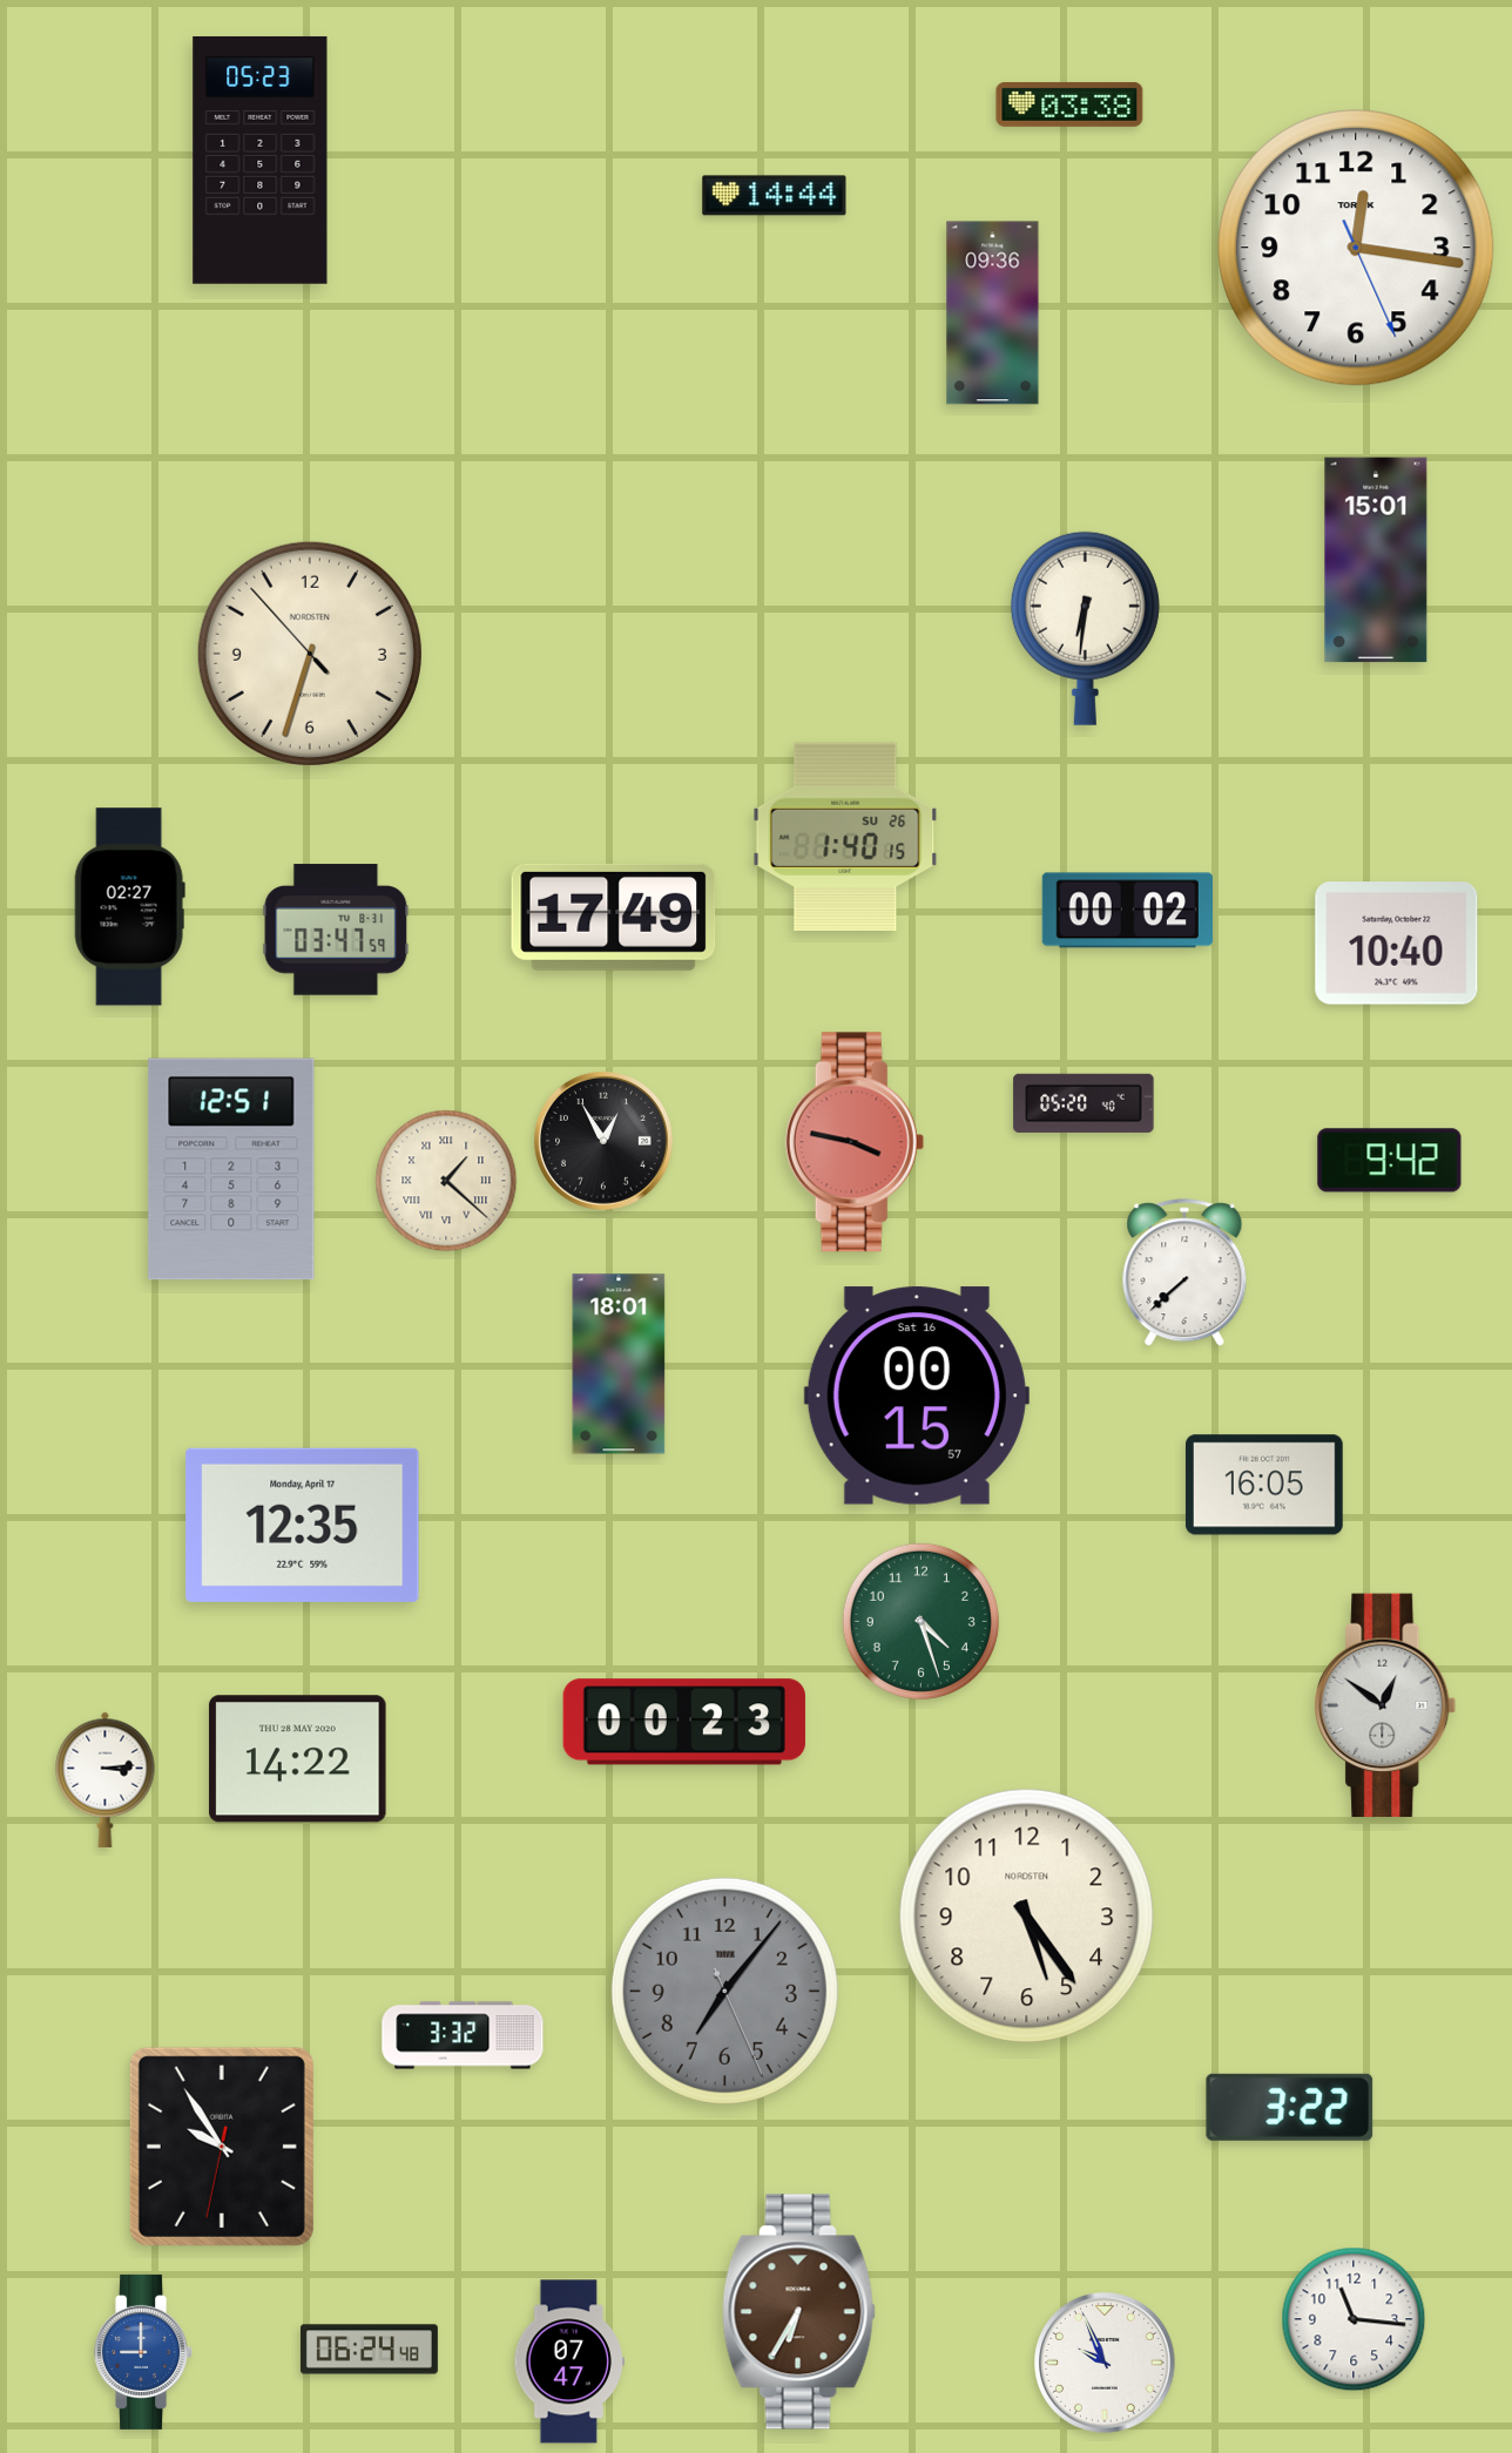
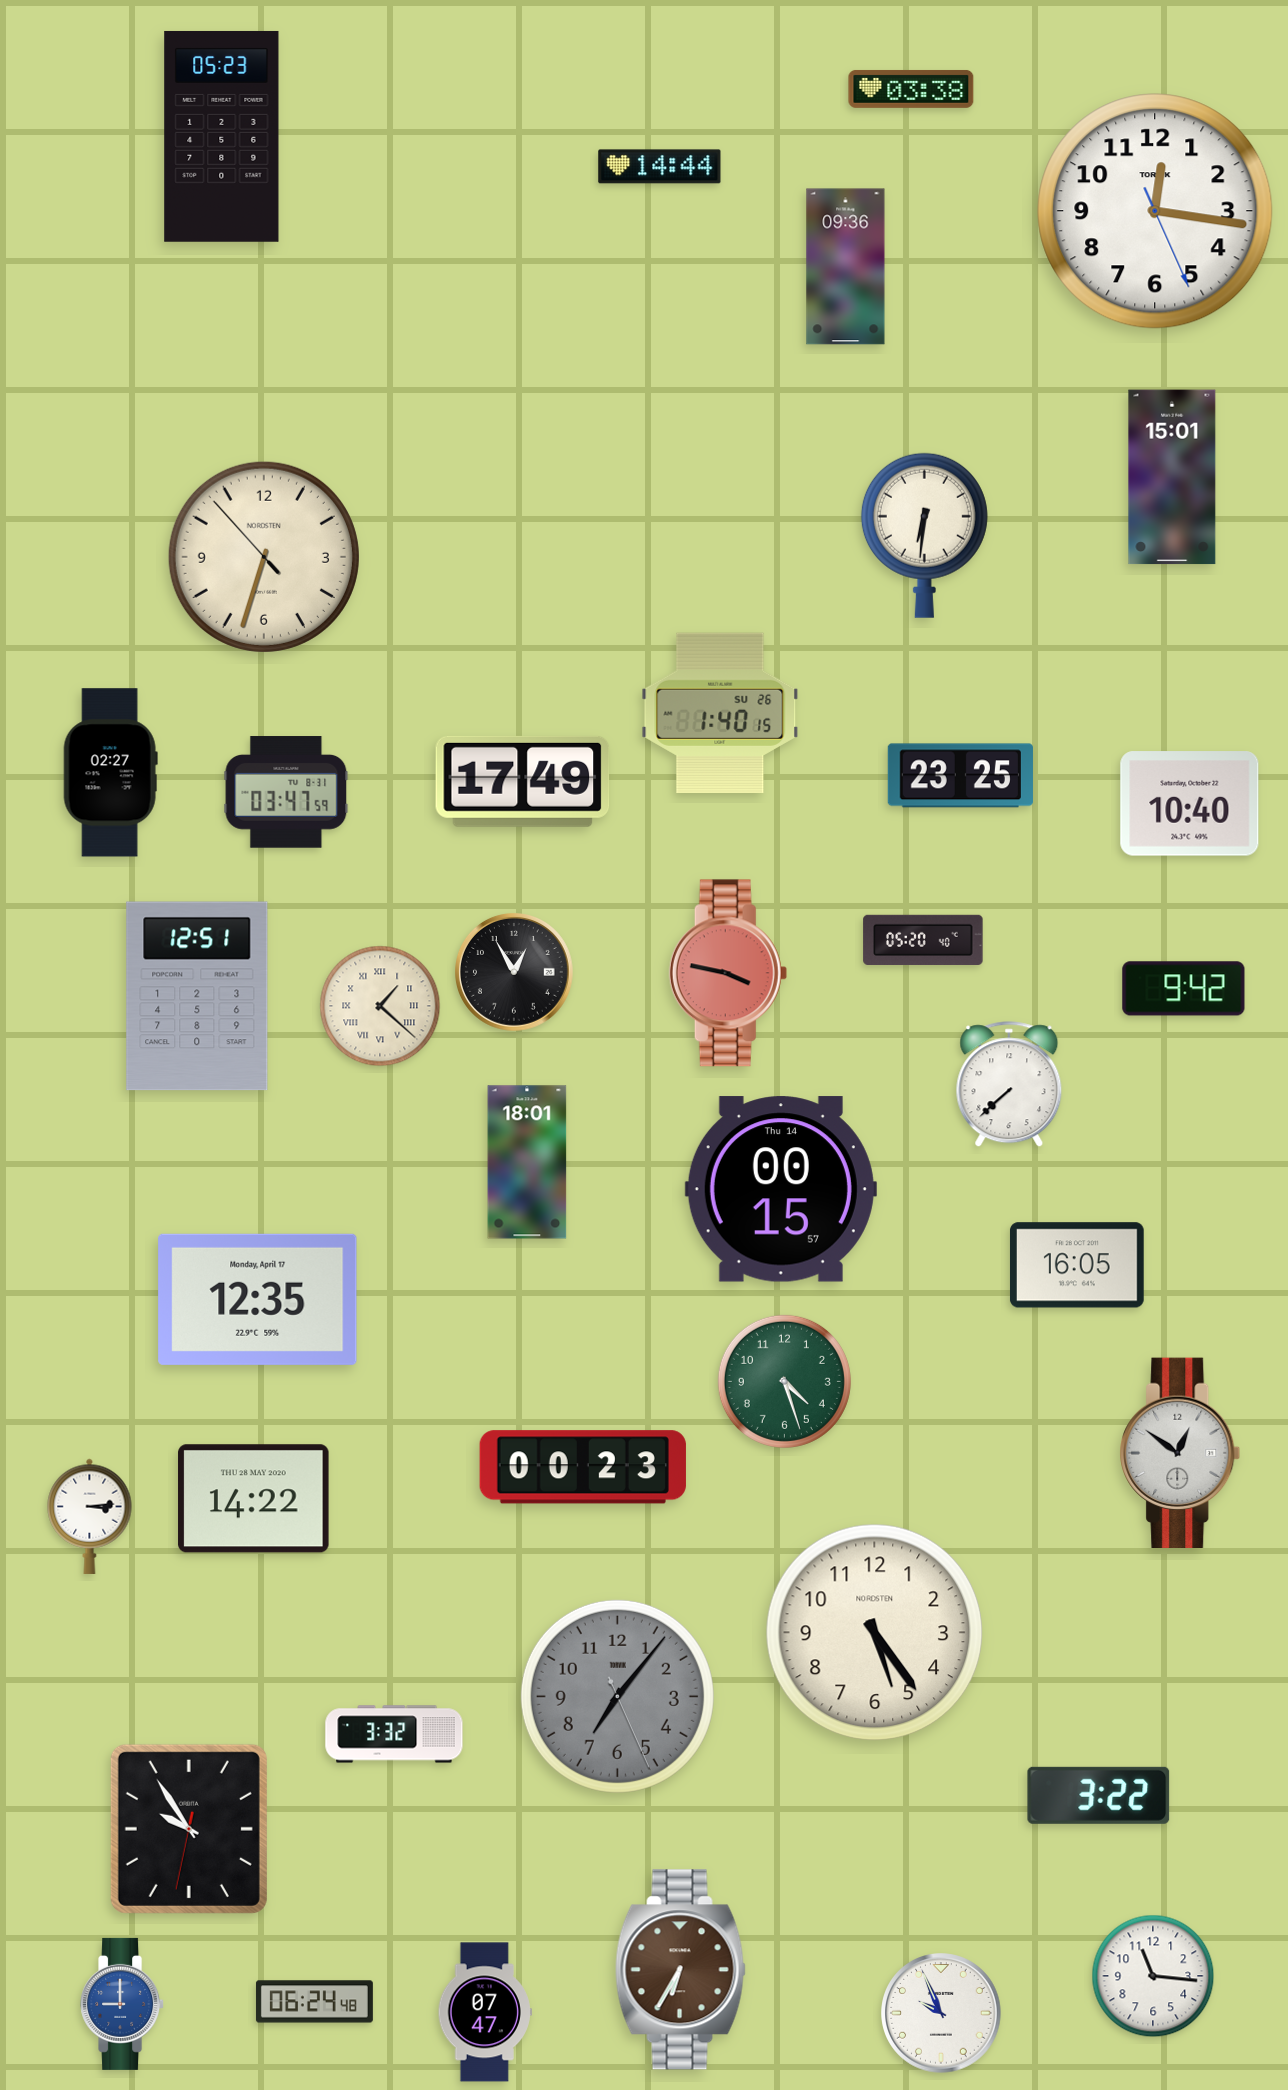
clock at (1127, 911): 00:02 -> 23:25
clock at (917, 1396) date: Sat 16 -> Thu 14
